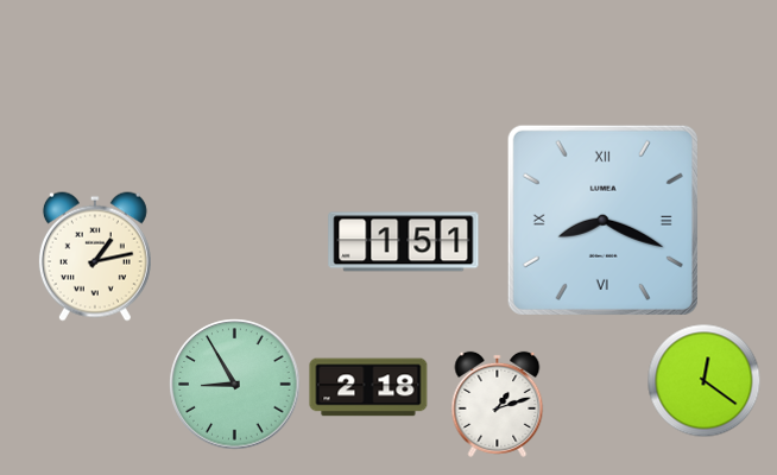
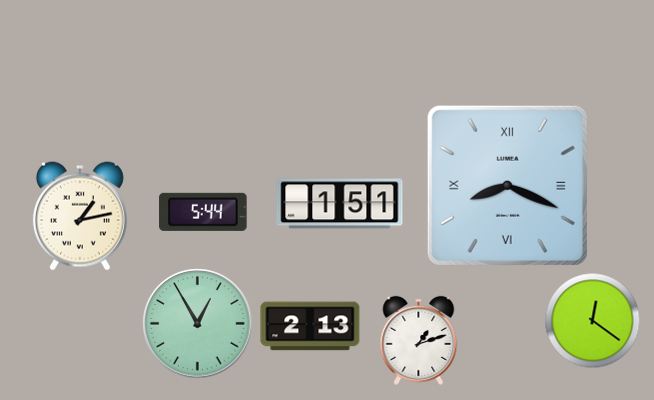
clock at (203, 212): none -> 5:44
clock at (235, 385): 8:55 -> 12:55
clock at (368, 387): 2:18 -> 2:13
